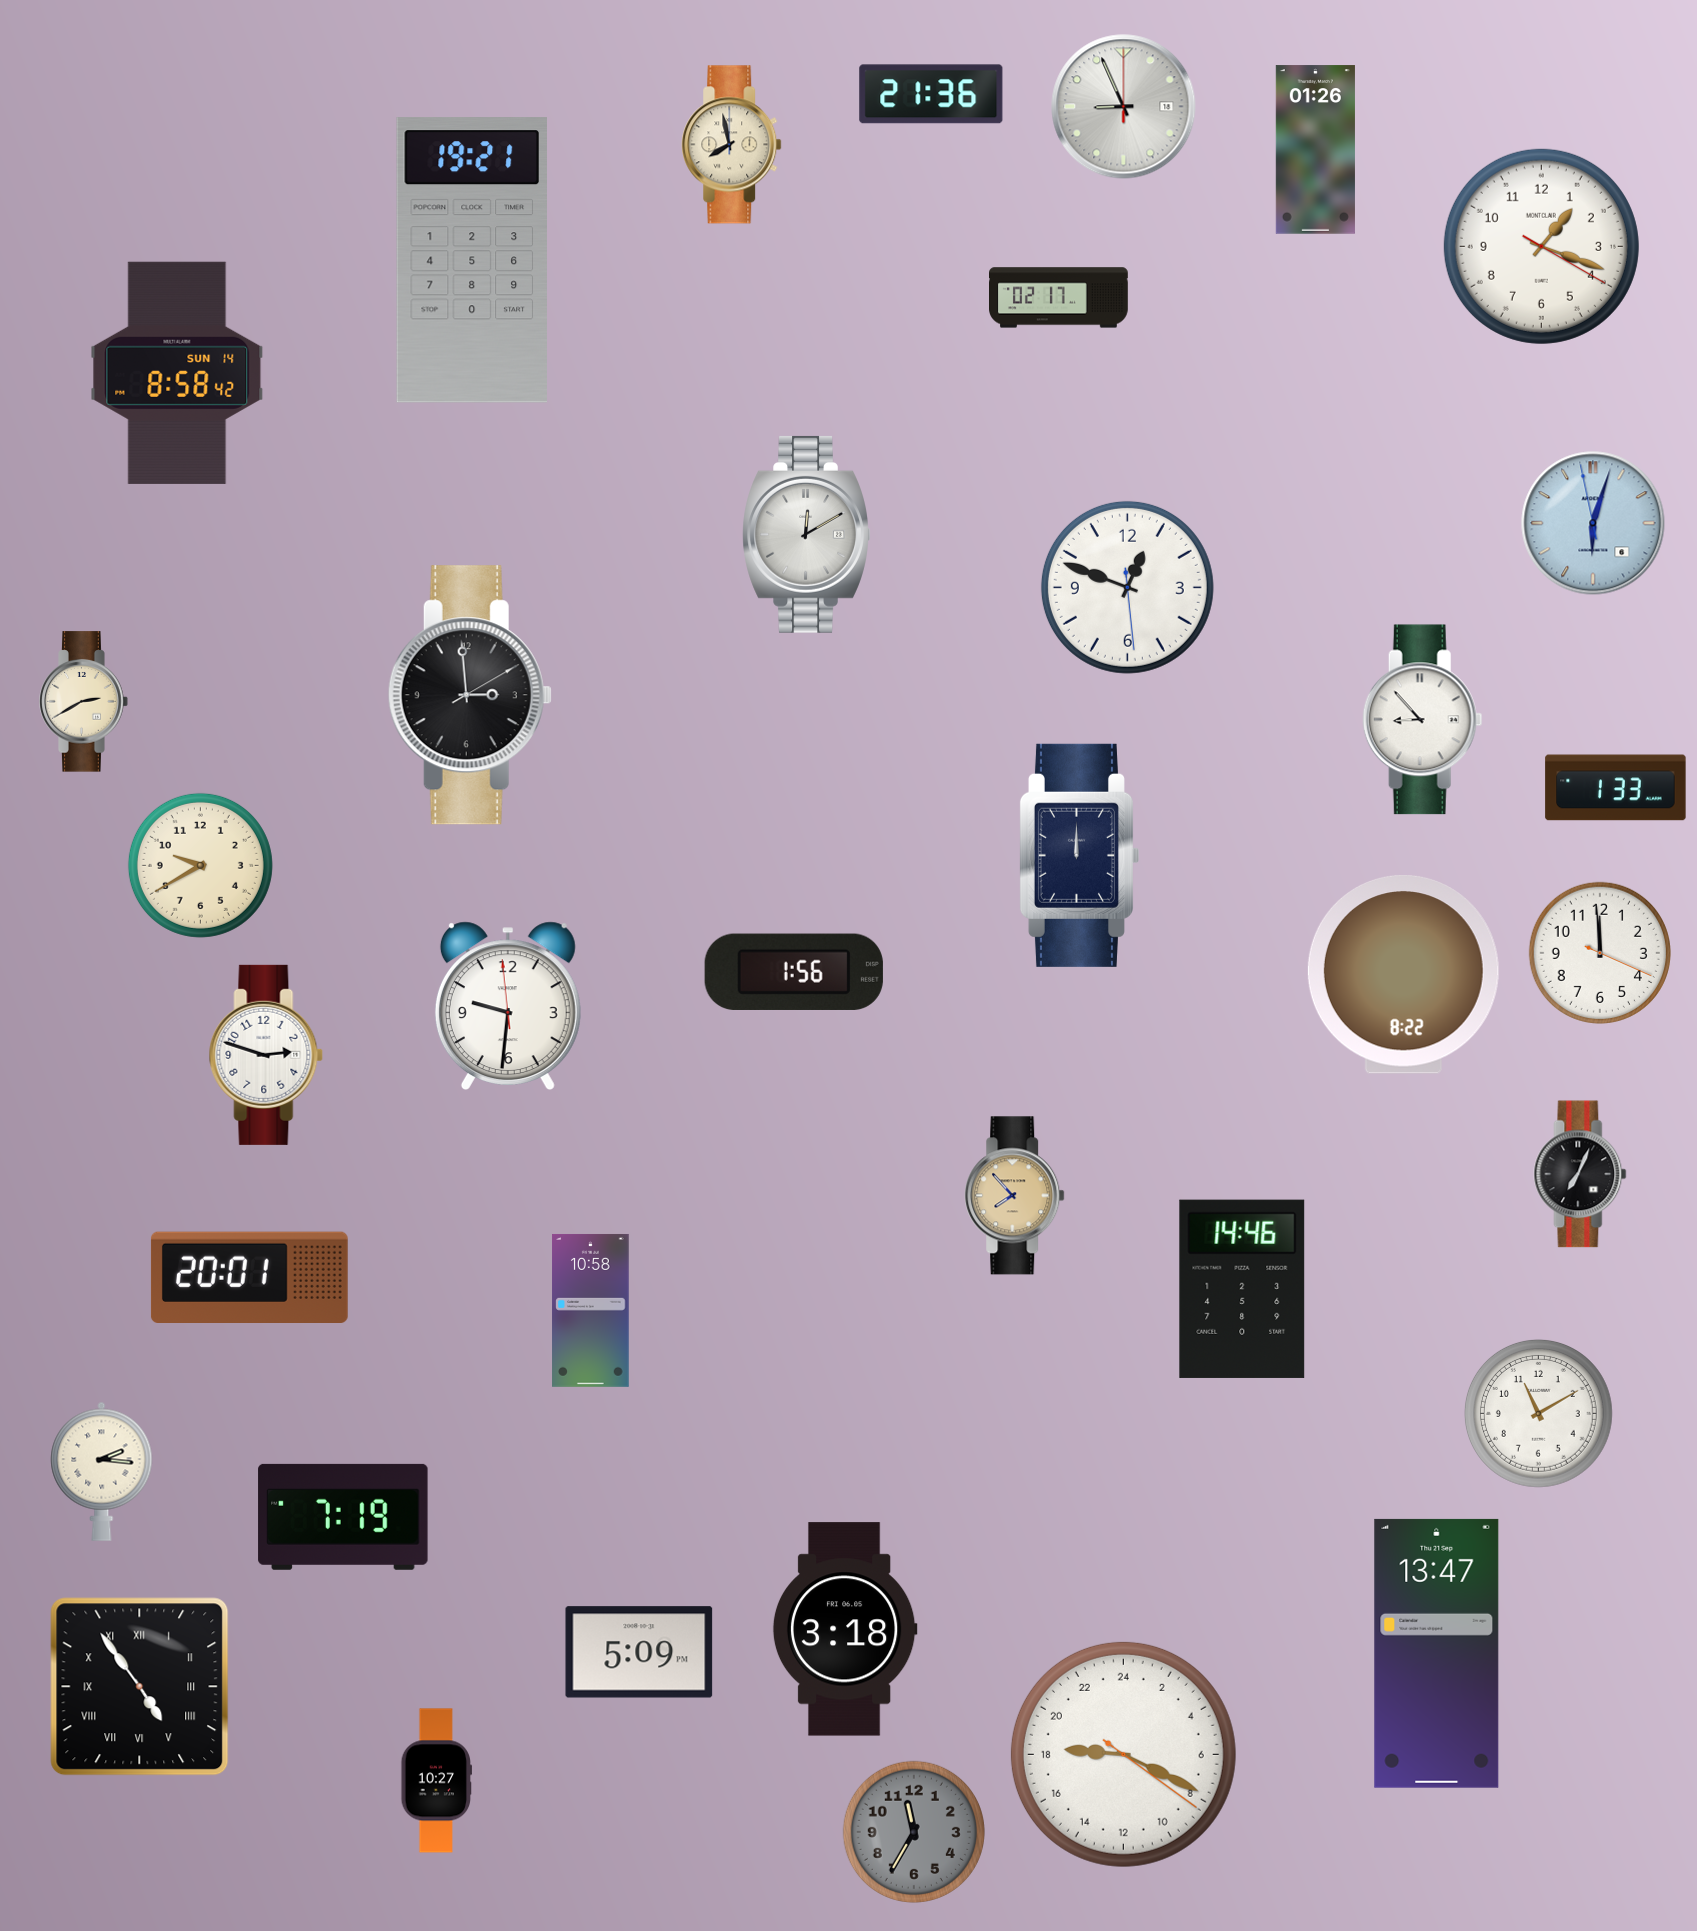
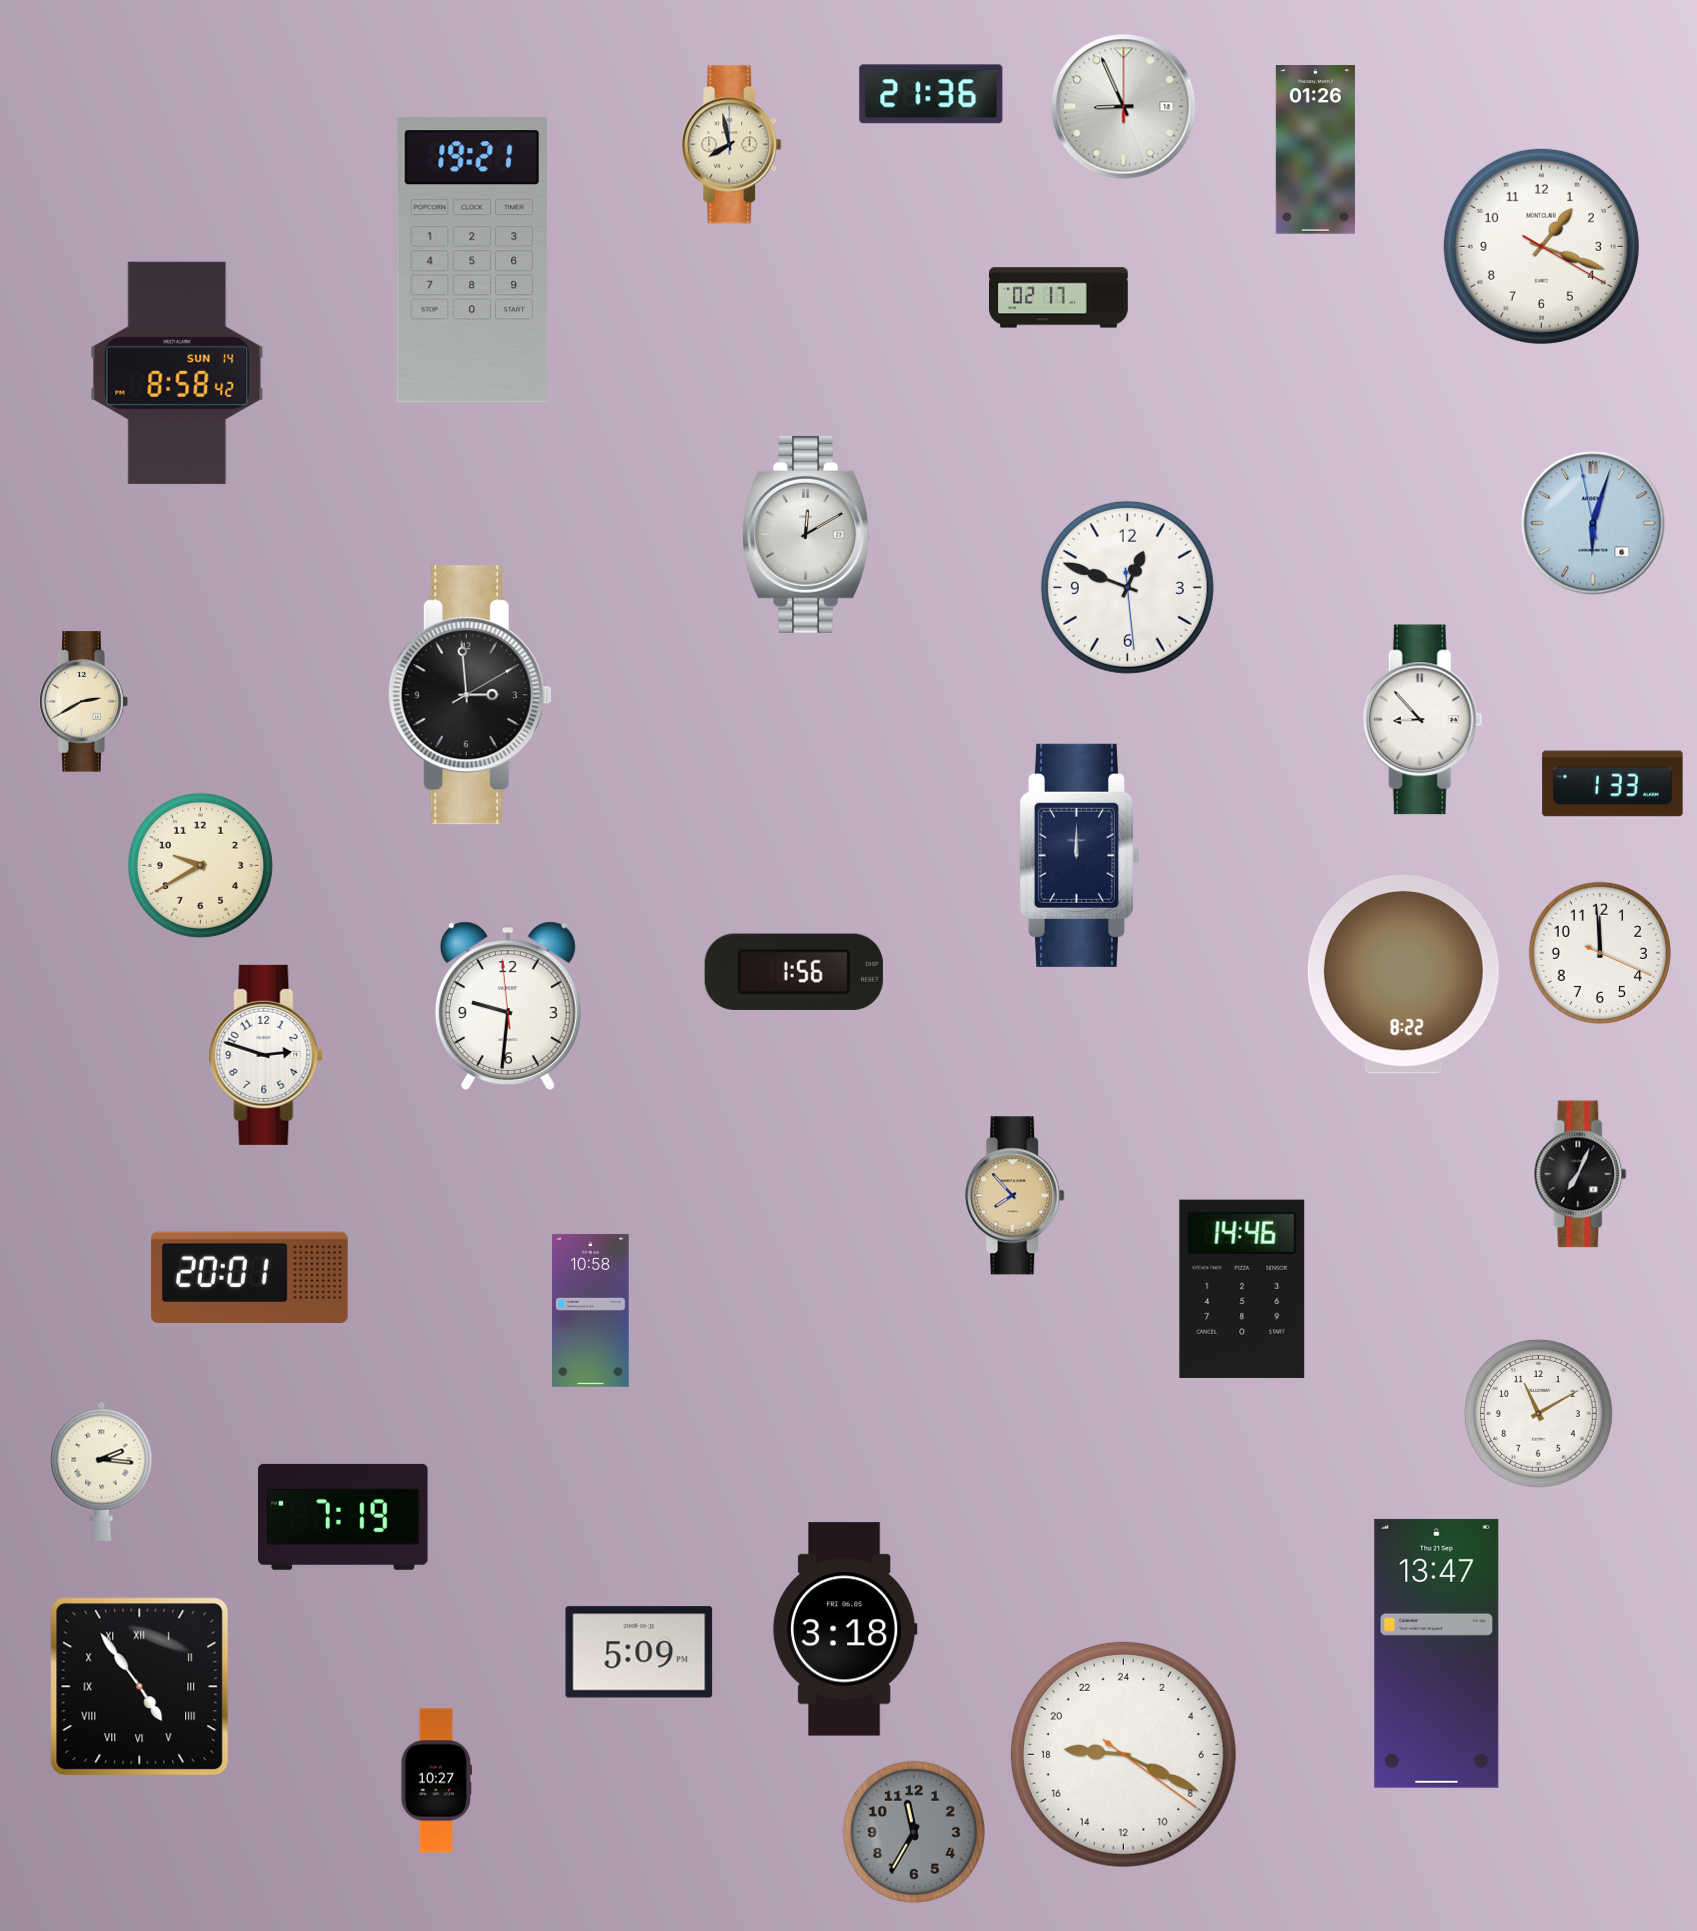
clock at (1616, 788) position: (1616, 788) -> (1613, 784)
